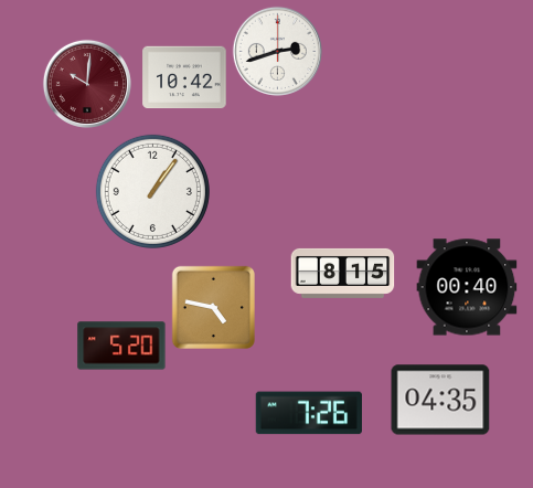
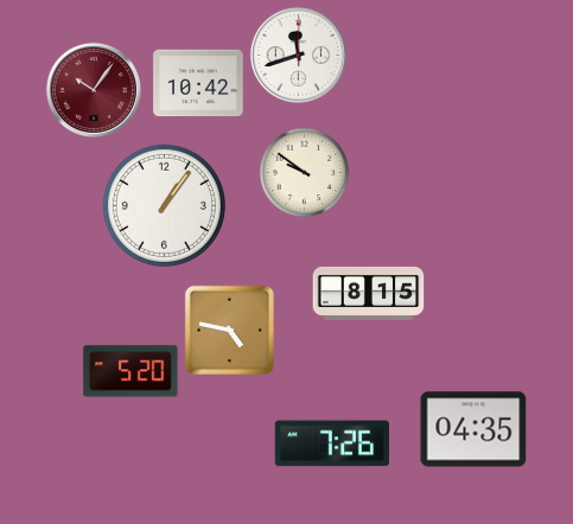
clock at (277, 51): 2:42 -> 11:42
clock at (87, 84): 10:01 -> 10:06
clock at (305, 173): none -> 9:51
clock at (467, 287): 00:40 -> none
